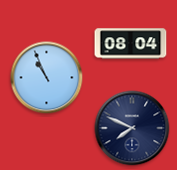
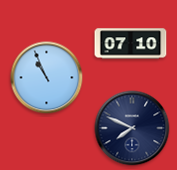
clock at (131, 44): 08:04 -> 07:10
